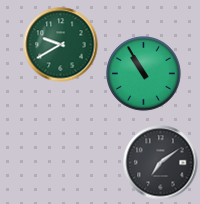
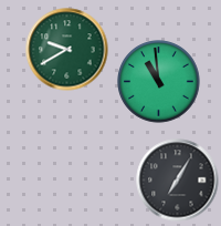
clock at (144, 74): 10:55 -> 10:59
clock at (161, 163): 7:09 -> 7:05
